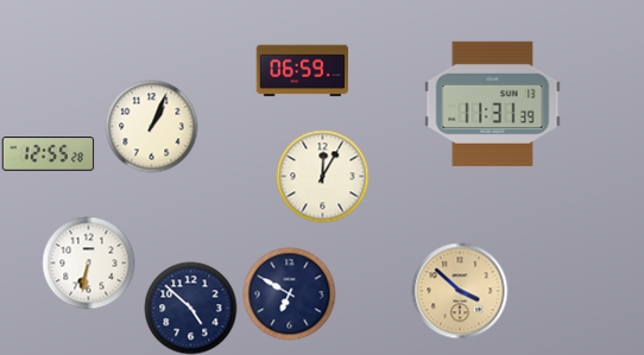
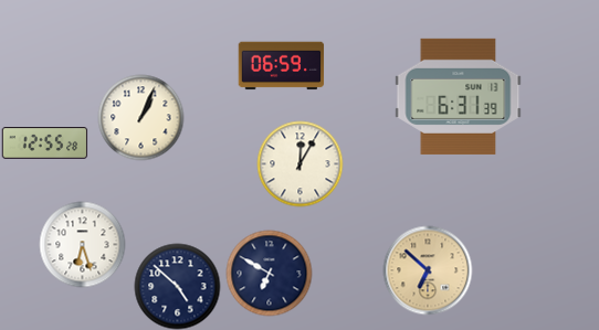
clock at (493, 103): 11:31 -> 6:31
clock at (88, 262): 6:32 -> 6:27
clock at (460, 291): 3:52 -> 6:52
